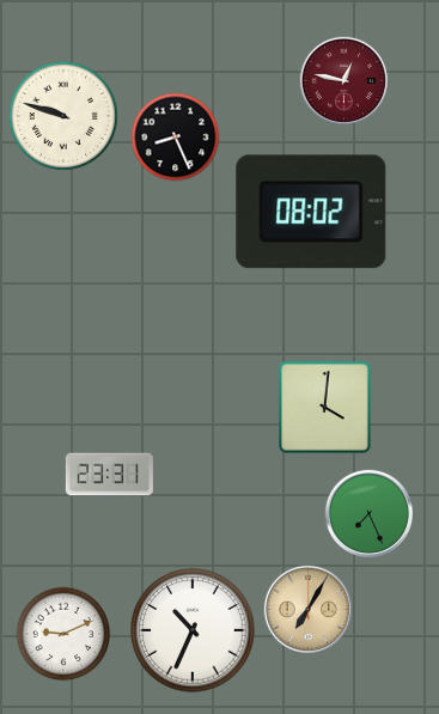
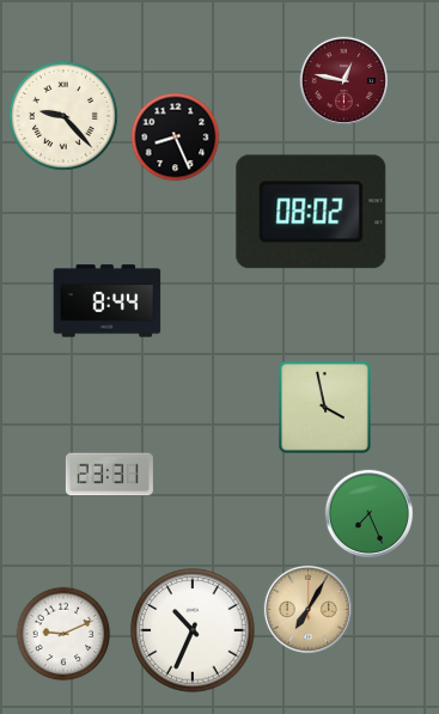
clock at (63, 116): 9:48 -> 9:23
clock at (108, 301): none -> 8:44
clock at (325, 408): 4:01 -> 3:58
